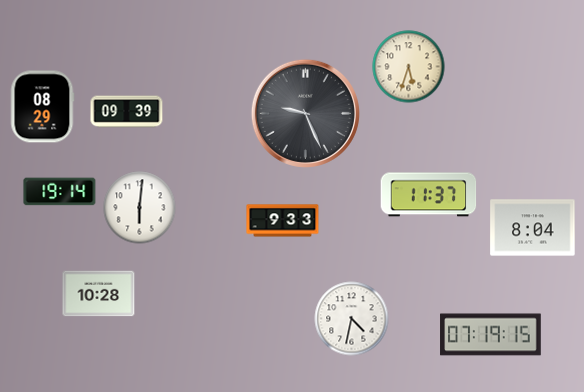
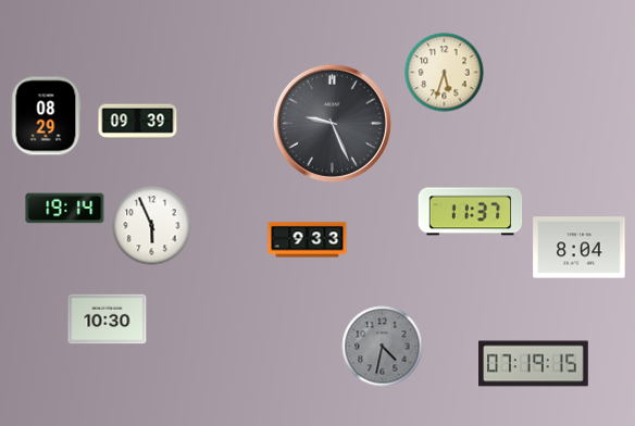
clock at (429, 195) position: (429, 195) -> (471, 212)
clock at (140, 208): 6:01 -> 5:56
clock at (99, 294): 10:28 -> 10:30
clock at (352, 319) dial: white -> grey
